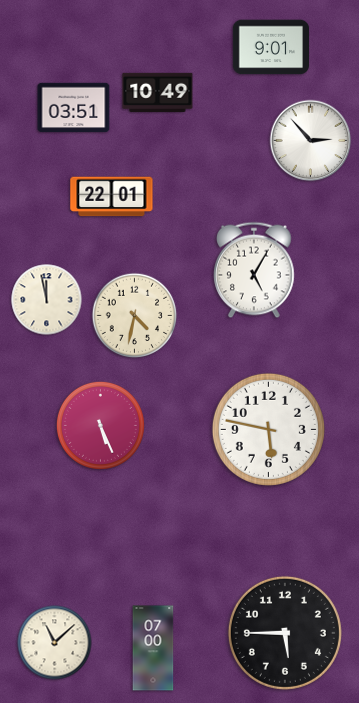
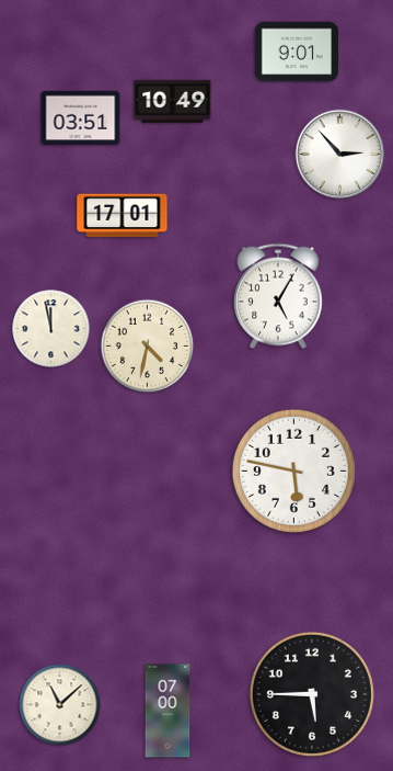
clock at (112, 197): 22:01 -> 17:01
clock at (100, 425): 5:26 -> none
